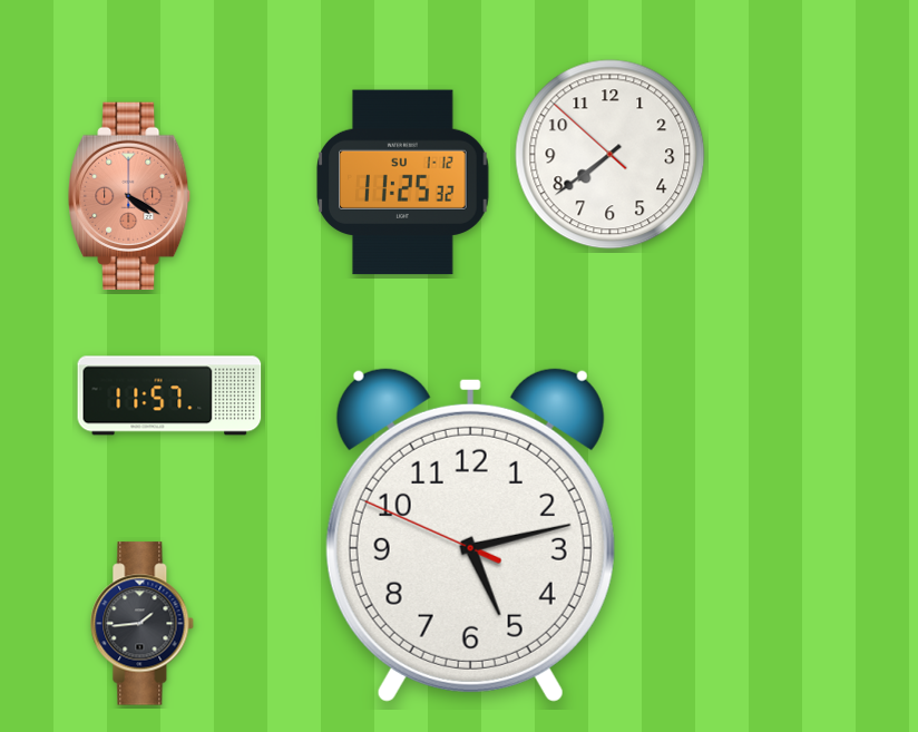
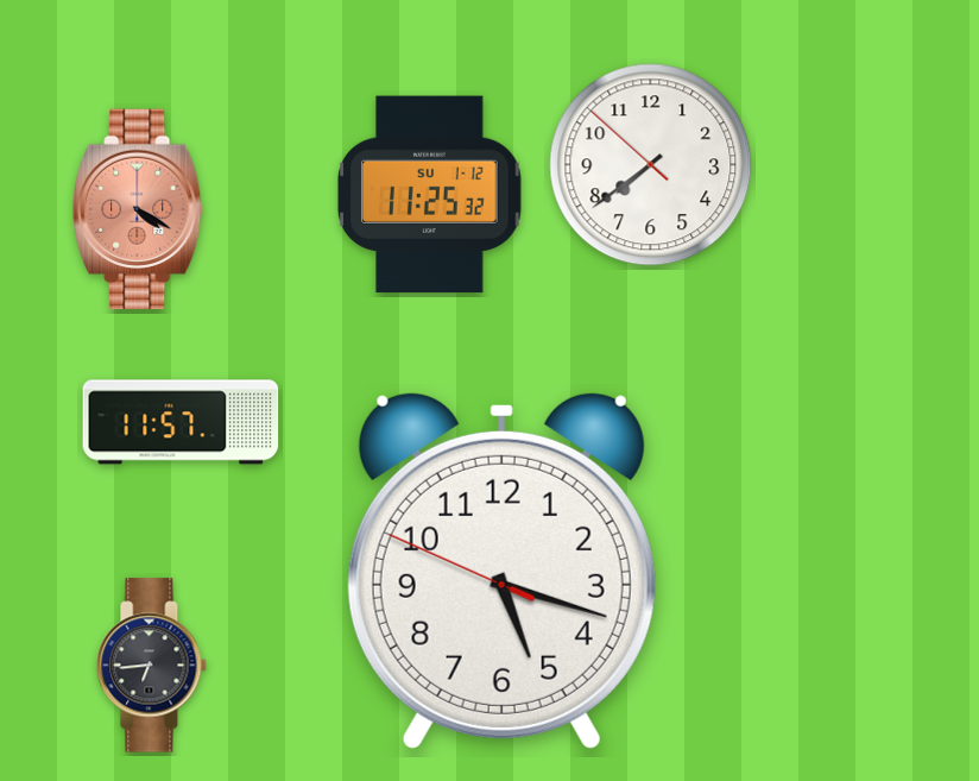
clock at (470, 535): 5:12 -> 5:17
clock at (143, 624): 1:44 -> 6:44
